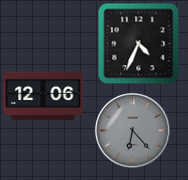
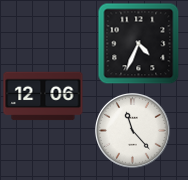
clock at (133, 131): 6:23 -> 11:23
clock at (133, 131) dial: grey -> white
